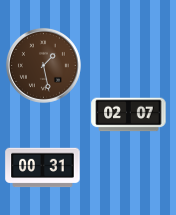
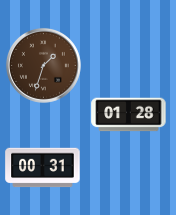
clock at (43, 65): 1:28 -> 1:33
clock at (129, 115): 02:07 -> 01:28
